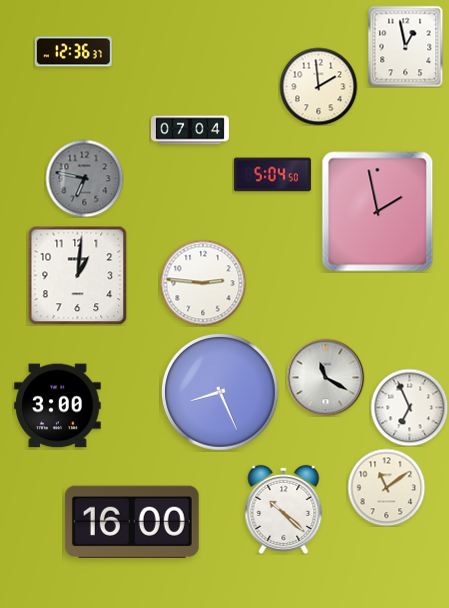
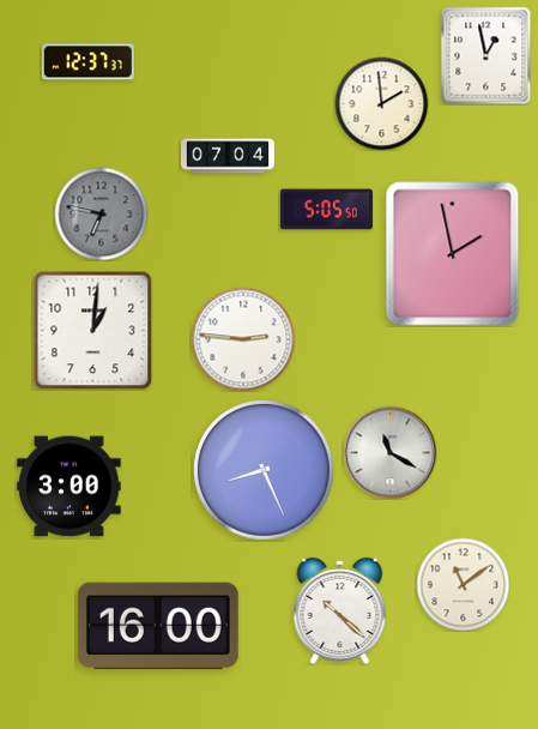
clock at (73, 52): 12:36 -> 12:37
clock at (272, 175): 5:04 -> 5:05
clock at (409, 407): 6:56 -> none
